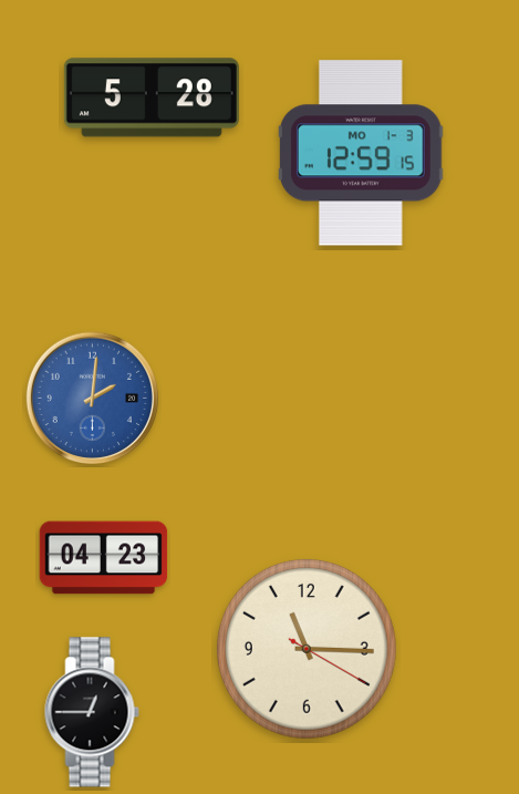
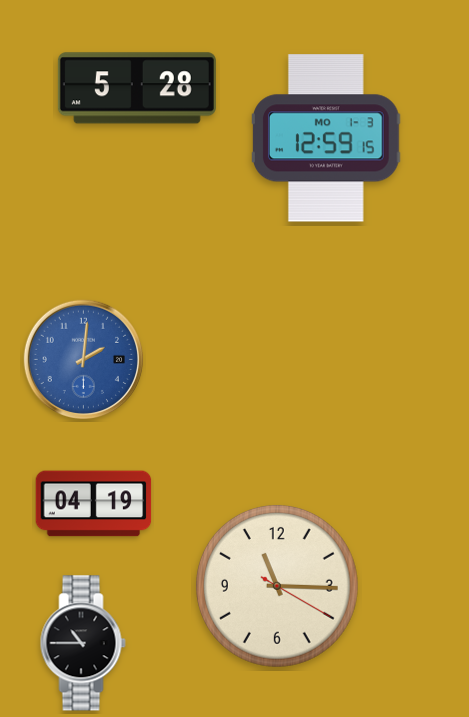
clock at (104, 558): 04:23 -> 04:19
clock at (92, 712): 12:45 -> 10:45
